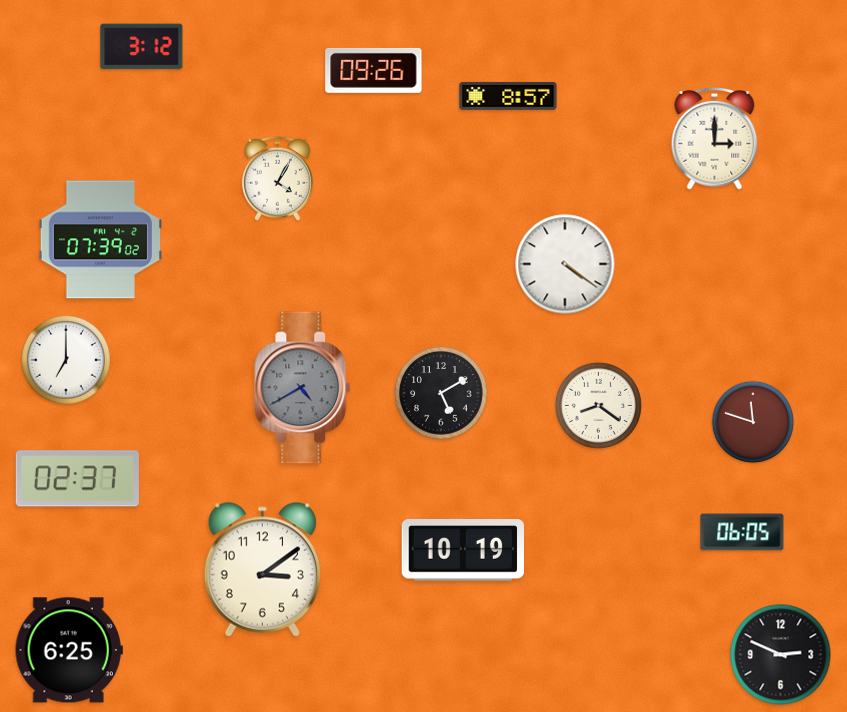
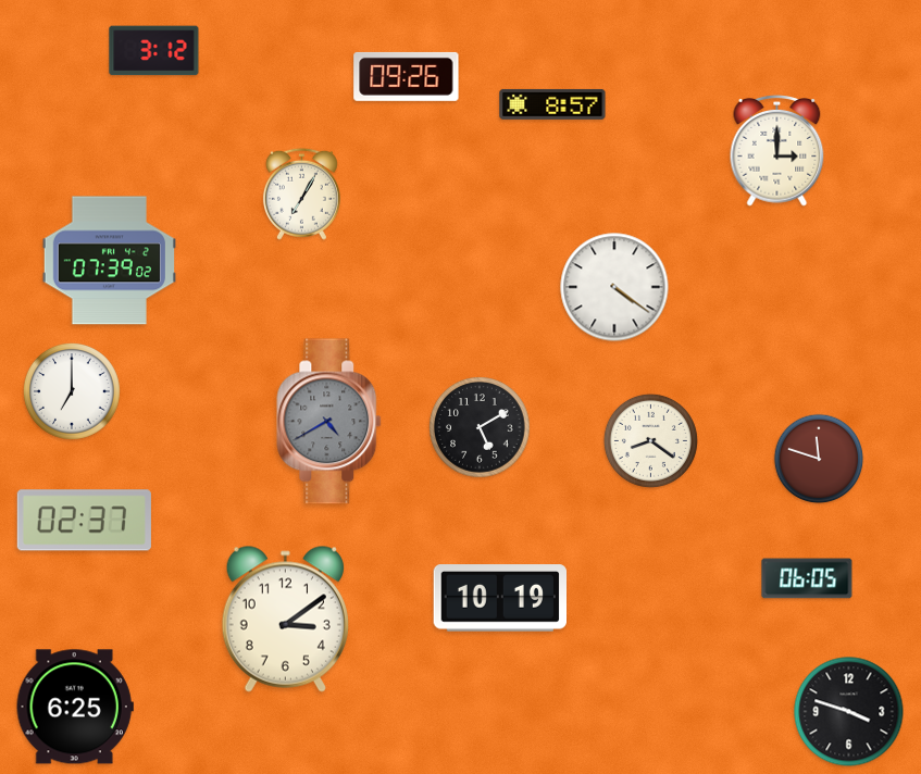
clock at (277, 178): 4:05 -> 7:05
clock at (462, 550) position: (462, 550) -> (499, 598)
clock at (781, 655): 2:49 -> 3:48
